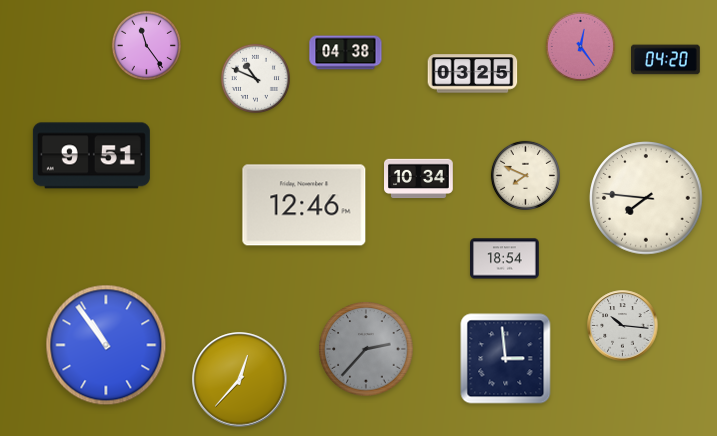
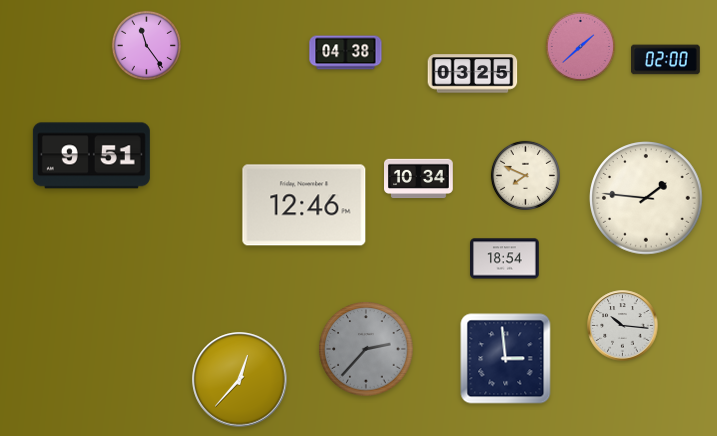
clock at (580, 46): 12:24 -> 1:38
clock at (666, 60): 04:20 -> 02:00
clock at (255, 78): 10:49 -> none
clock at (646, 198): 7:46 -> 1:46
clock at (106, 345): 10:54 -> none
